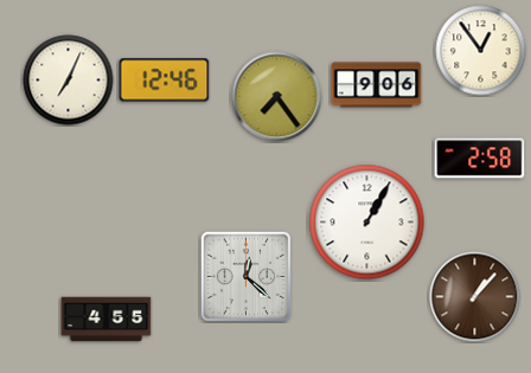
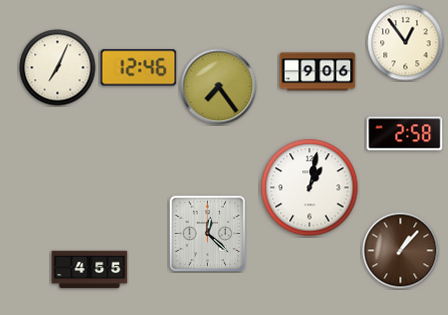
clock at (277, 97) position: (277, 97) -> (219, 87)
clock at (367, 223): 1:05 -> 1:02
